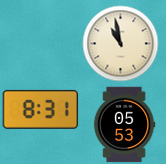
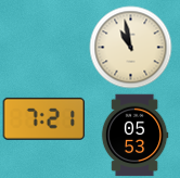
clock at (41, 109): 8:31 -> 7:21
